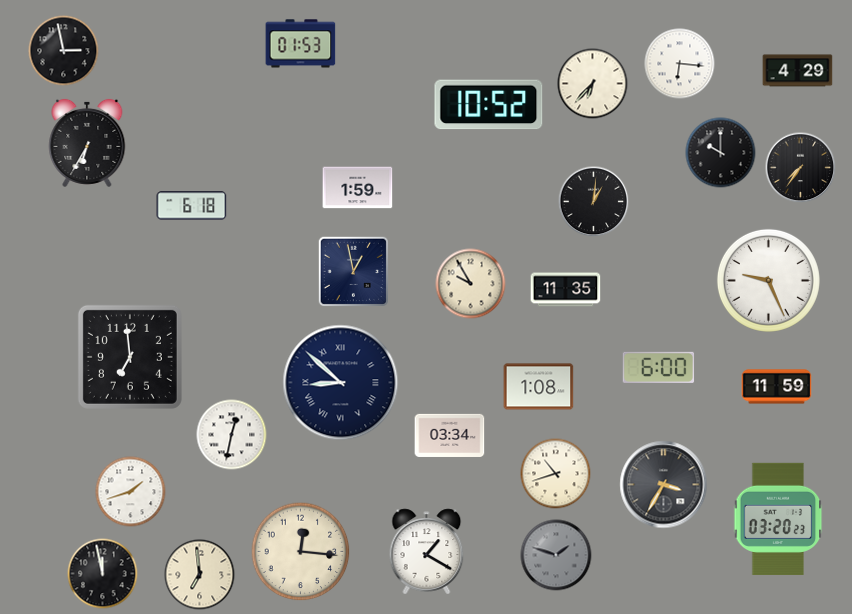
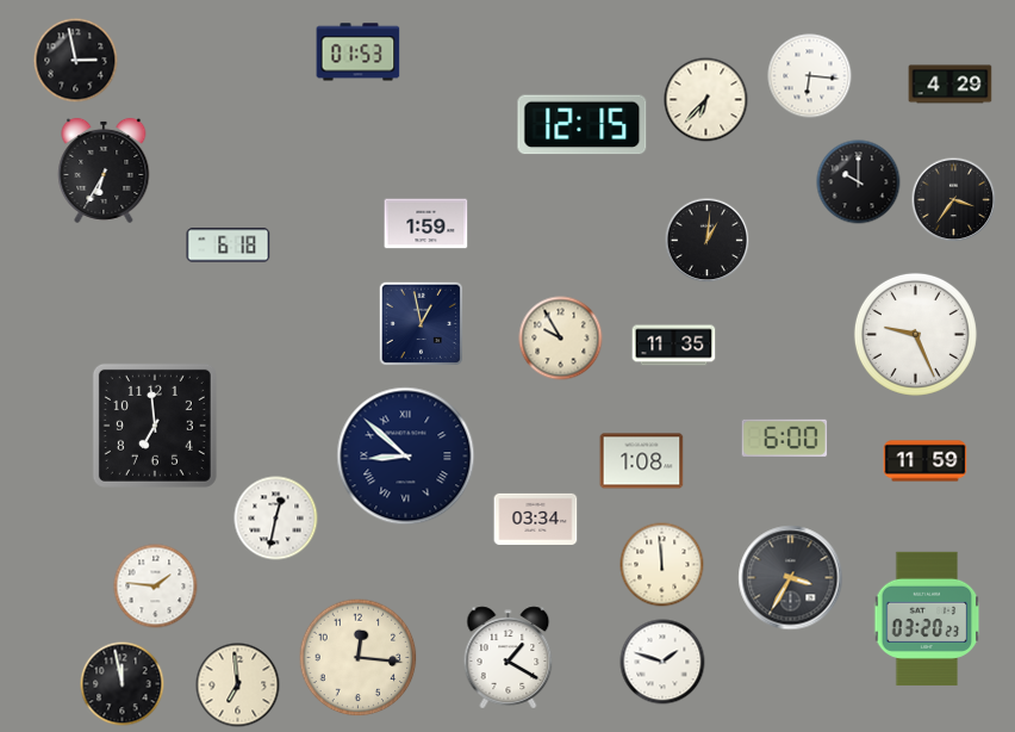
clock at (489, 105): 10:52 -> 12:15
clock at (801, 168): 7:36 -> 3:36
clock at (556, 474): 10:42 -> 11:59
clock at (131, 492): 1:42 -> 1:46
clock at (556, 555) dial: grey -> white
